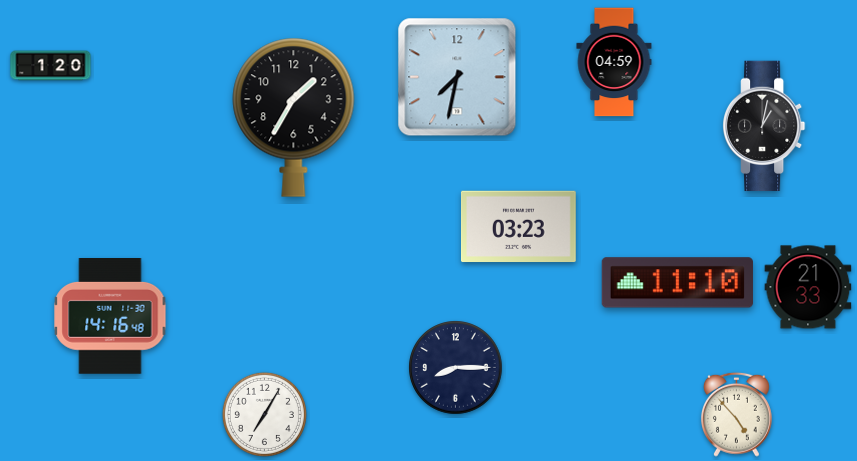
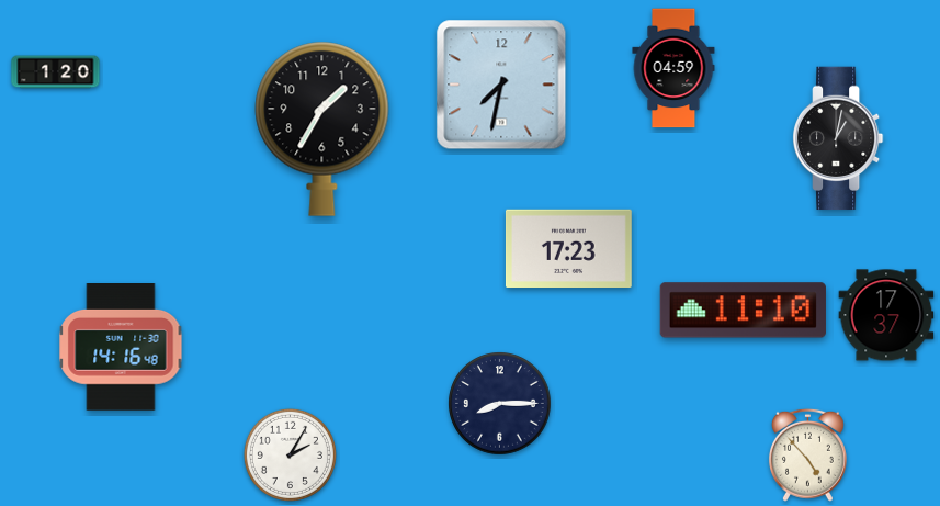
clock at (518, 227): 03:23 -> 17:23
clock at (808, 287): 21:33 -> 17:37
clock at (264, 414): 7:05 -> 2:05
